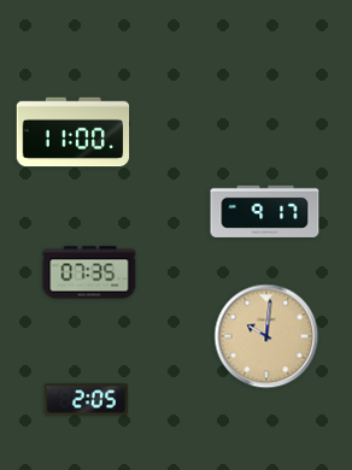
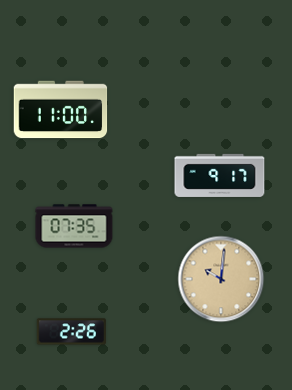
clock at (86, 400): 2:05 -> 2:26
